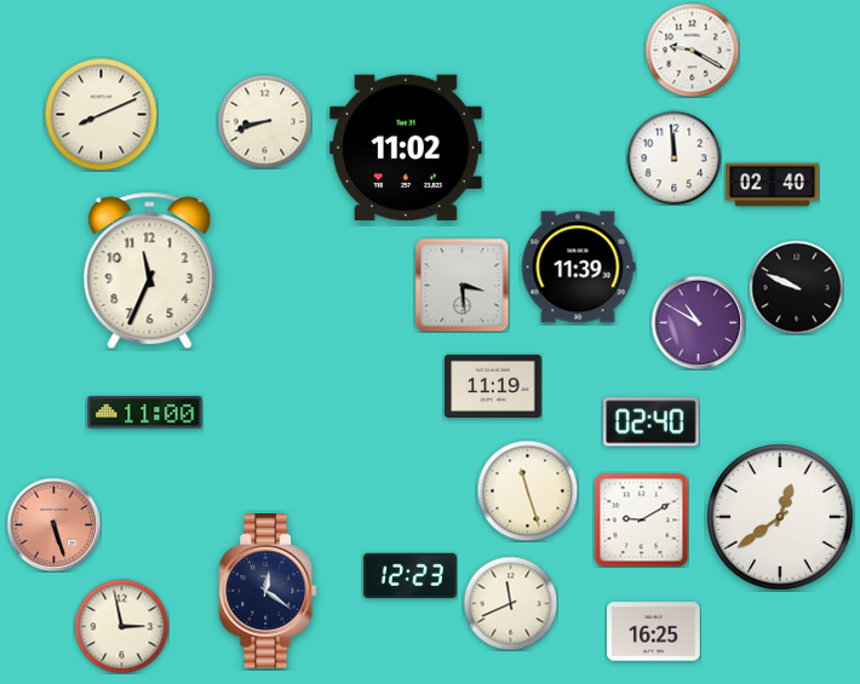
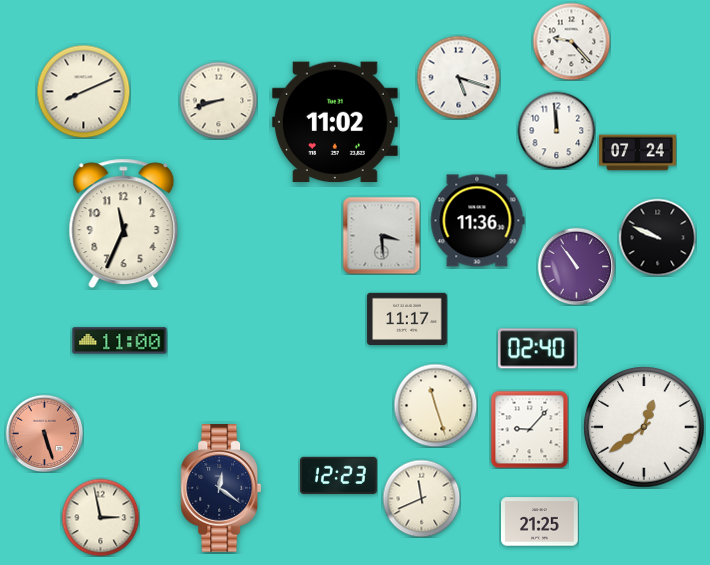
clock at (692, 50): 9:20 -> 9:23
clock at (458, 77): none -> 5:18
clock at (101, 114) position: (101, 114) -> (83, 91)
clock at (773, 185): 02:40 -> 07:24
clock at (578, 268): 11:39 -> 11:36
clock at (698, 322): 10:50 -> 10:54
clock at (493, 385): 11:19 -> 11:17
clock at (641, 519): 9:10 -> 9:07
clock at (654, 632): 16:25 -> 21:25
